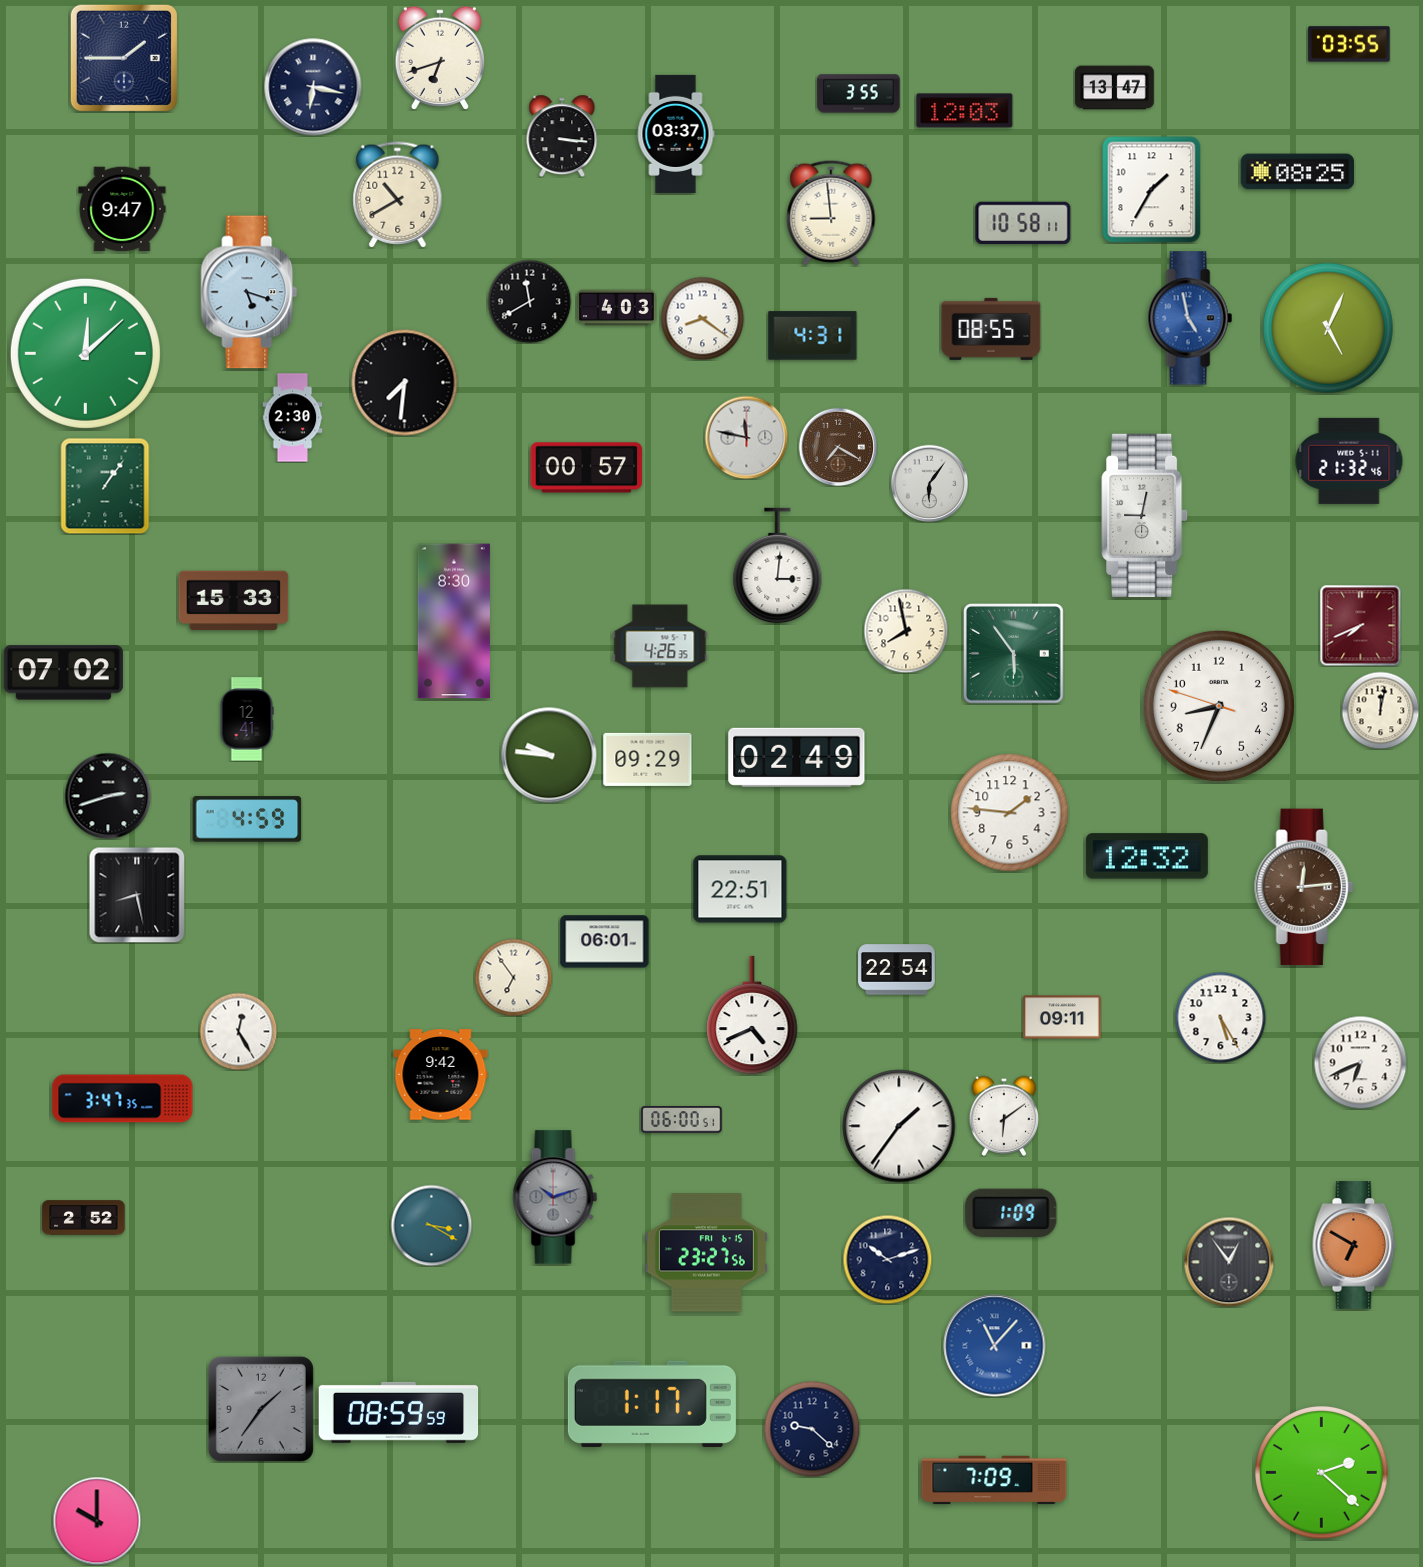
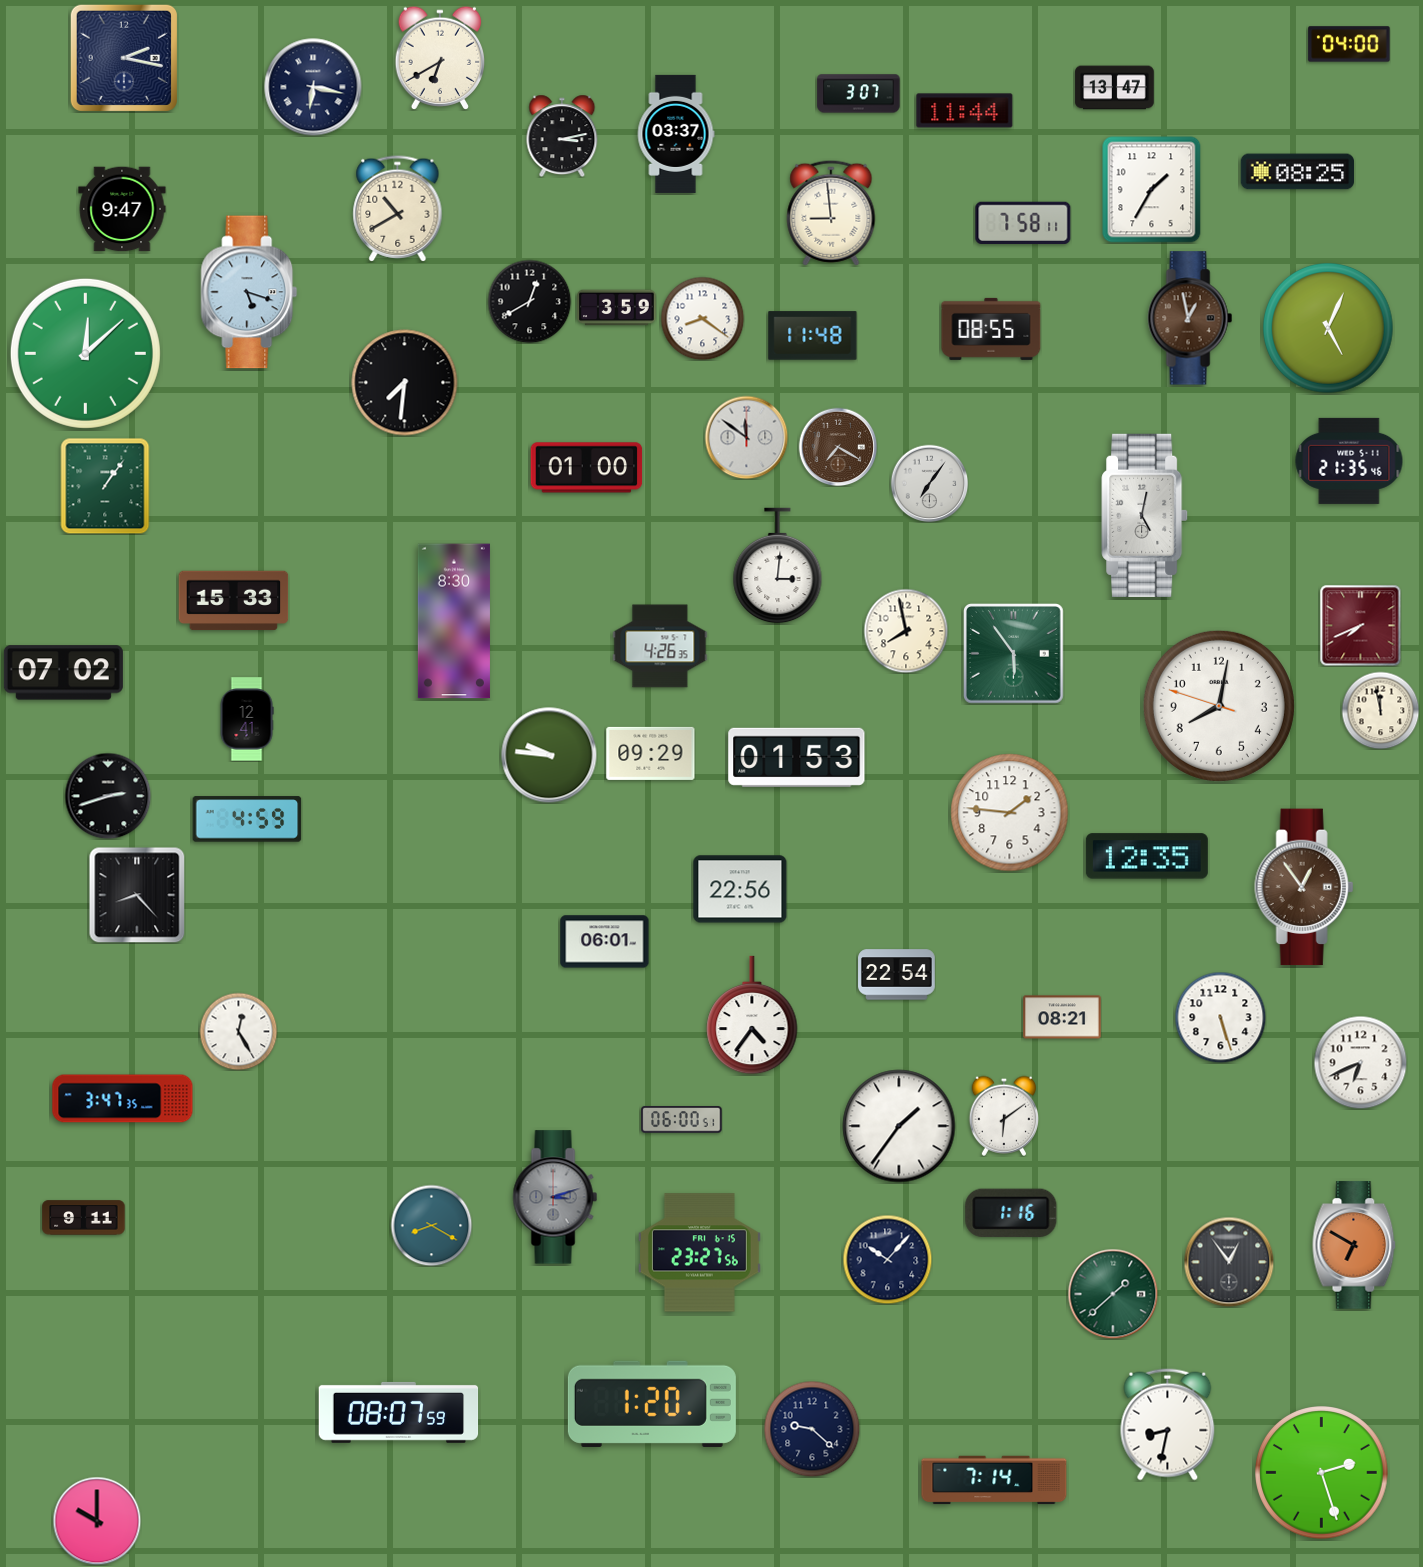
clock at (1349, 44): 03:55 -> 04:00
clock at (440, 57): 6:42 -> 6:40
clock at (124, 58): 1:45 -> 2:17
clock at (859, 94): 3:55 -> 3:07
clock at (965, 111): 12:03 -> 11:44
clock at (562, 136): 3:16 -> 3:13
clock at (398, 195) position: (398, 195) -> (398, 209)
clock at (1023, 222): 10:58 -> 7:58
clock at (529, 301): 11:40 -> 12:40
clock at (617, 308): 4:03 -> 3:59
clock at (1190, 318): 4:58 -> 12:58
clock at (1190, 318) dial: blue -> brown
clock at (813, 336): 4:31 -> 11:48
clock at (293, 418): 2:30 -> none
clock at (746, 437): 11:47 -> 11:51
clock at (1349, 461): 21:32 -> 21:35
clock at (587, 468): 00:57 -> 01:00
clock at (929, 483): 6:06 -> 7:06
clock at (1145, 515): 9:02 -> 5:02
clock at (1219, 706): 8:33 -> 8:01
clock at (1380, 710): 12:02 -> 11:58
clock at (797, 757): 02:49 -> 01:53
clock at (648, 759) position: (648, 759) -> (651, 753)
clock at (1147, 856): 12:32 -> 12:35
clock at (1304, 887): 12:14 -> 12:54
clock at (740, 889): 22:51 -> 22:56
clock at (137, 895): 8:28 -> 8:23
clock at (897, 970) position: (897, 970) -> (897, 975)
clock at (513, 977): 6:54 -> none
clock at (752, 1015): 4:41 -> 4:36
clock at (1062, 1017): 09:11 -> 08:21
clock at (1220, 1017): 5:25 -> 5:27
clock at (441, 1075): 9:42 -> none
clock at (555, 1197): 10:12 -> 3:12
clock at (1011, 1213): 1:09 -> 1:16
clock at (84, 1218): 2:52 -> 9:11
clock at (431, 1225): 3:20 -> 8:20
clock at (706, 1253) position: (706, 1253) -> (699, 1253)
clock at (887, 1259): 10:12 -> 10:07
clock at (1113, 1294): none -> 1:38
clock at (995, 1346): 11:07 -> none
clock at (652, 1404): 1:17 -> 1:20
clock at (261, 1409): 1:36 -> none
clock at (399, 1412): 08:59 -> 08:07
clock at (1168, 1425): none -> 8:32
clock at (1322, 1473): 2:22 -> 2:27
clock at (994, 1480): 7:09 -> 7:14
